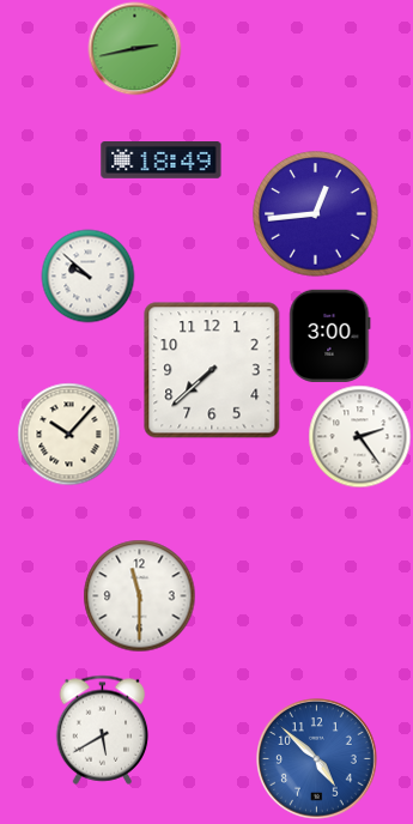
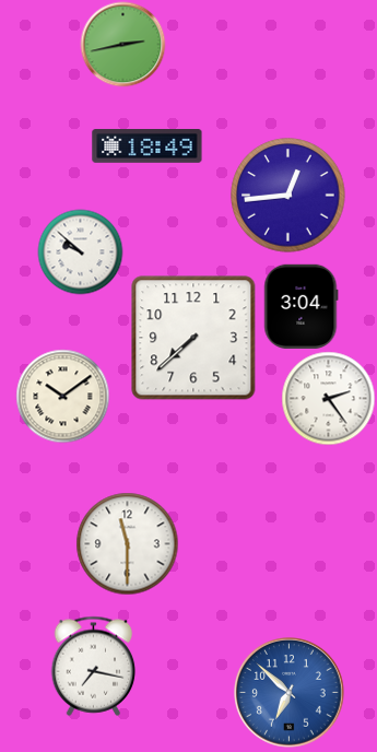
clock at (330, 335): 3:00 -> 3:04
clock at (68, 434): 10:07 -> 10:09
clock at (103, 729): 5:40 -> 7:17
clock at (317, 759): 4:52 -> 6:52
